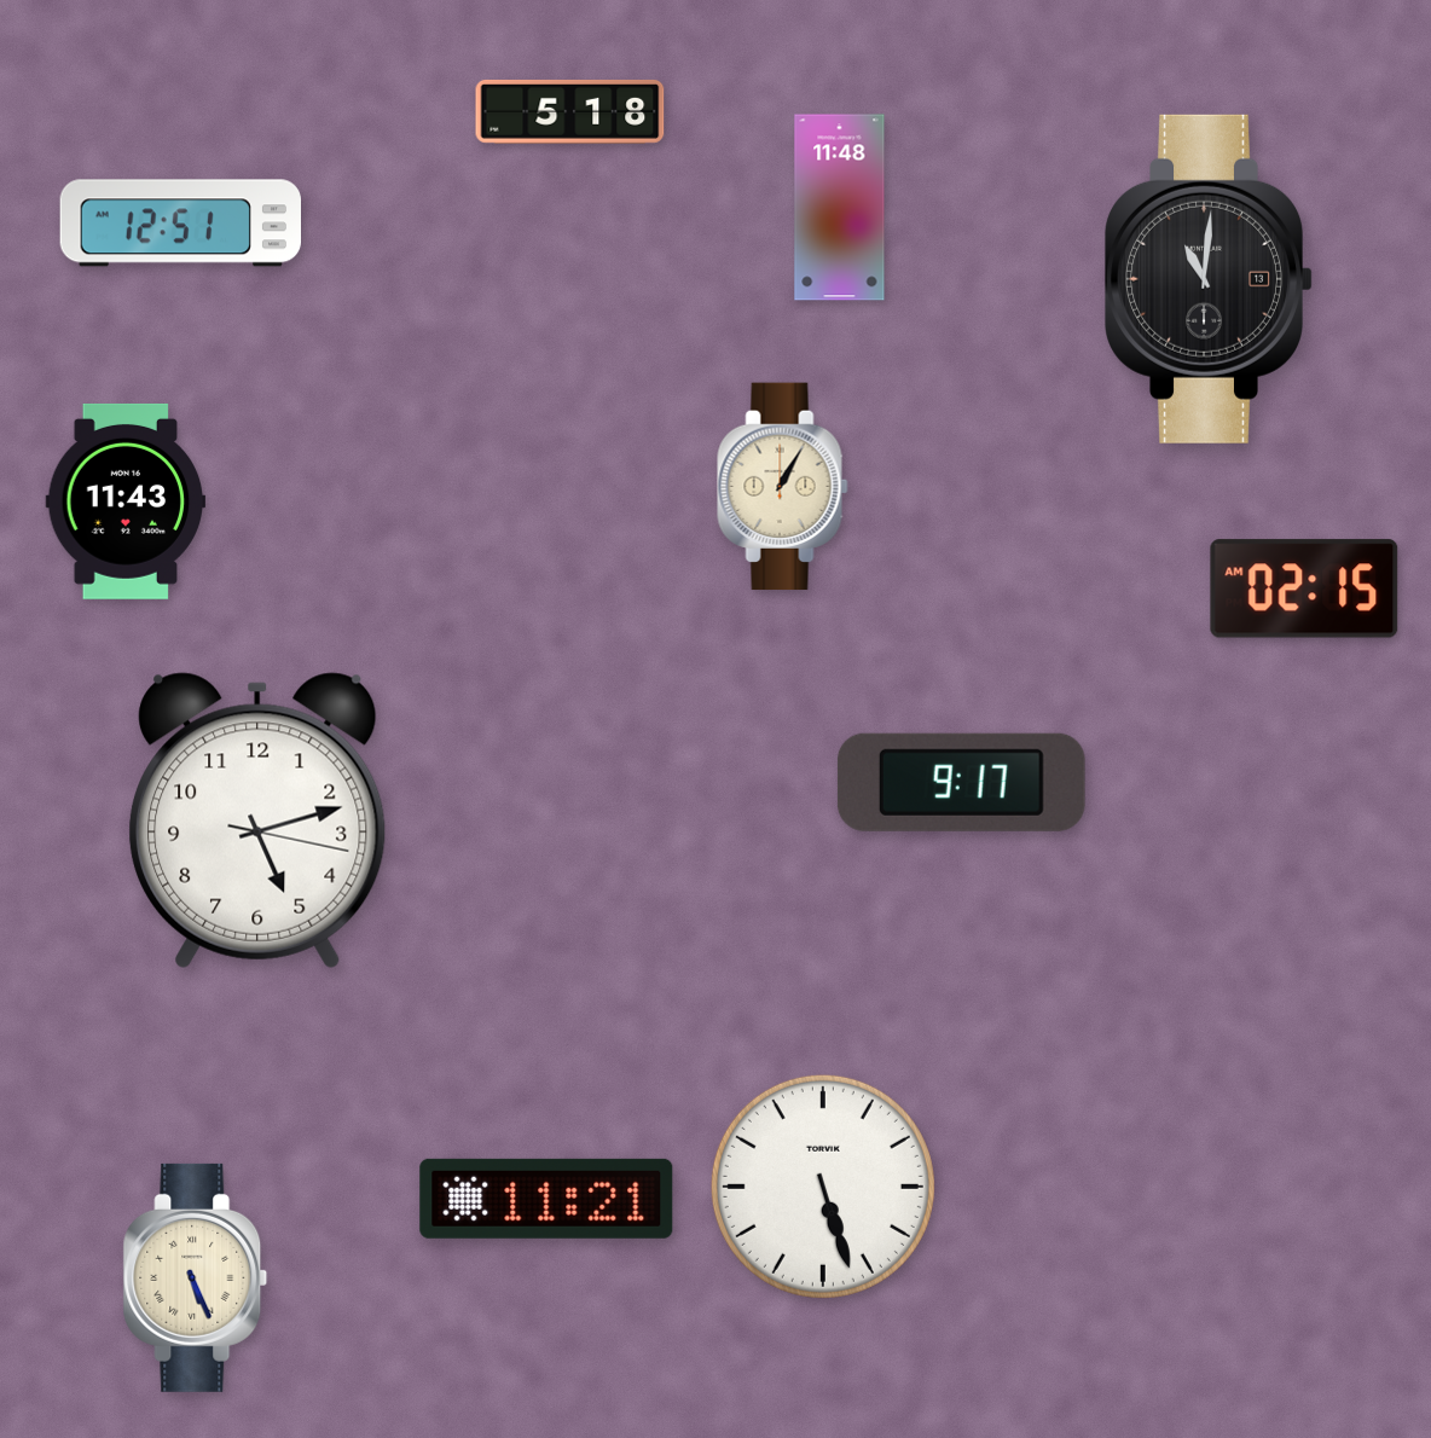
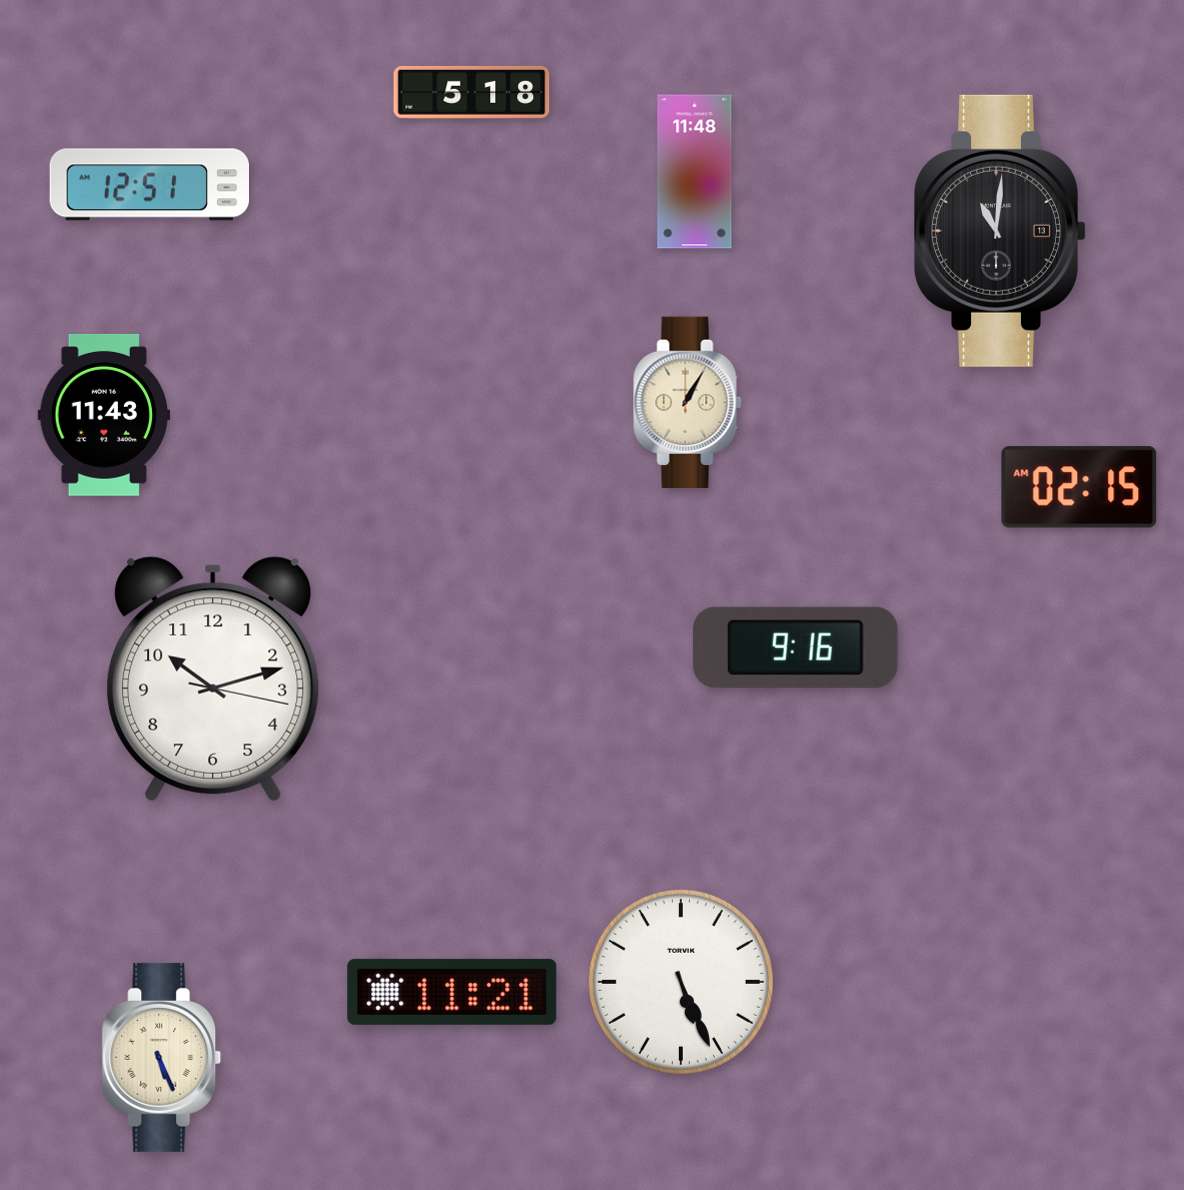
clock at (783, 487) position: (783, 487) -> (688, 403)
clock at (961, 782): 9:17 -> 9:16
clock at (257, 821): 5:12 -> 10:12
clock at (823, 1187): 5:27 -> 5:26
